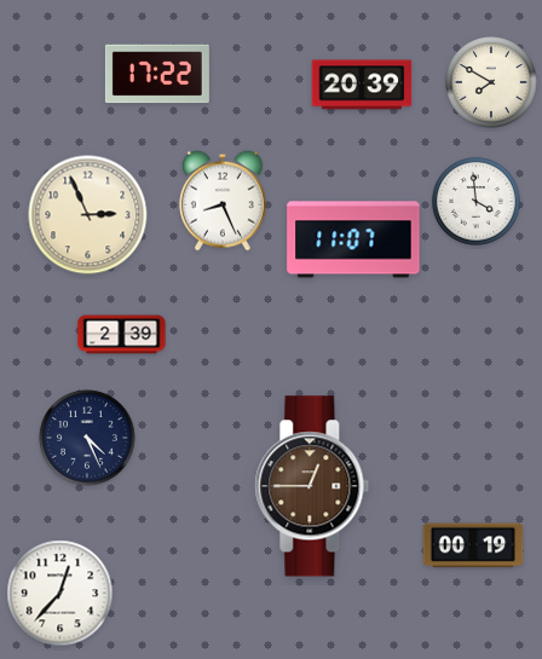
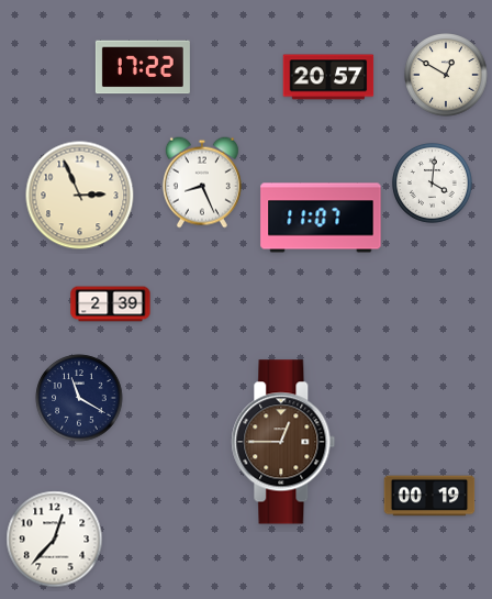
clock at (491, 82): 7:50 -> 12:50
clock at (362, 85): 20:39 -> 20:57
clock at (475, 201): 3:59 -> 4:01
clock at (87, 438): 4:26 -> 11:20
